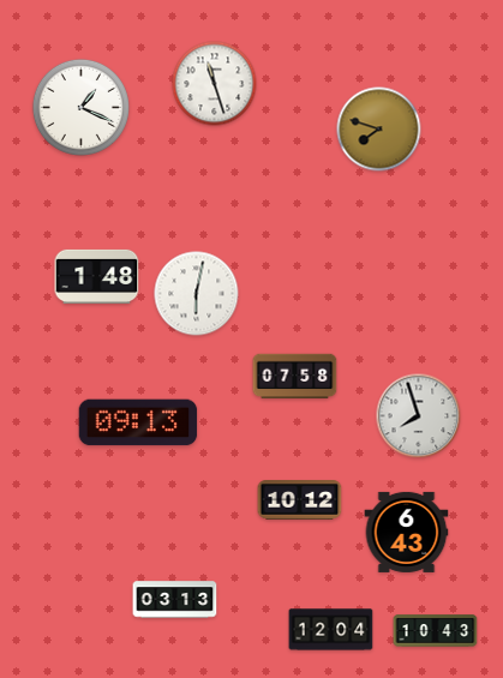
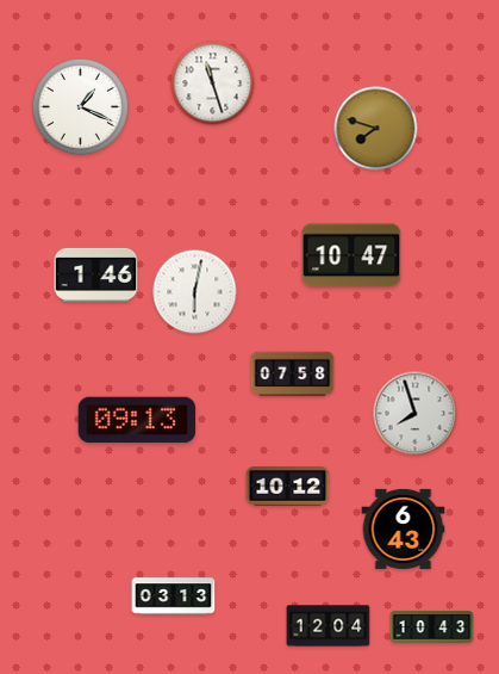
clock at (351, 255): none -> 10:47
clock at (97, 276): 1:48 -> 1:46
clock at (300, 500) position: (300, 500) -> (288, 487)
